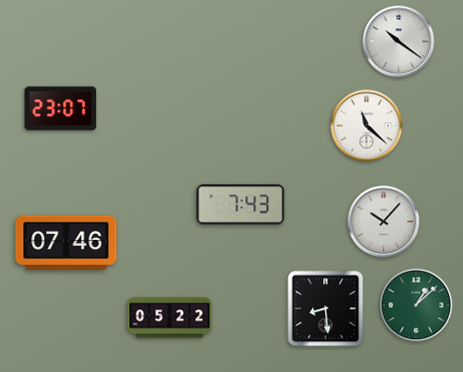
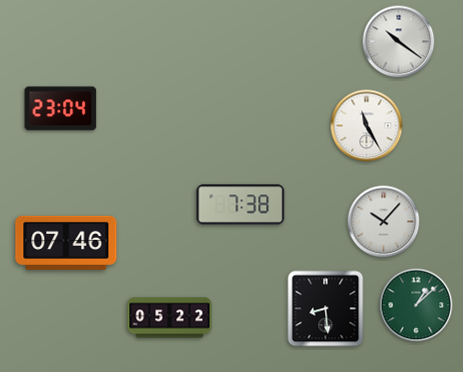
clock at (61, 109): 23:07 -> 23:04
clock at (367, 126): 11:22 -> 11:25
clock at (241, 205): 7:43 -> 7:38
